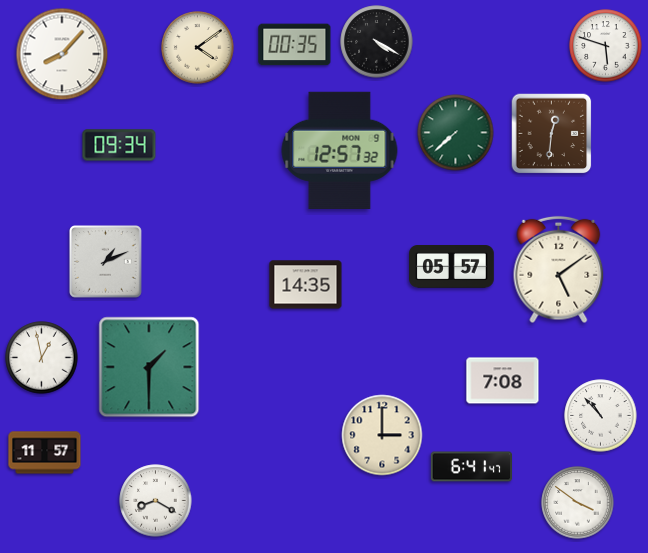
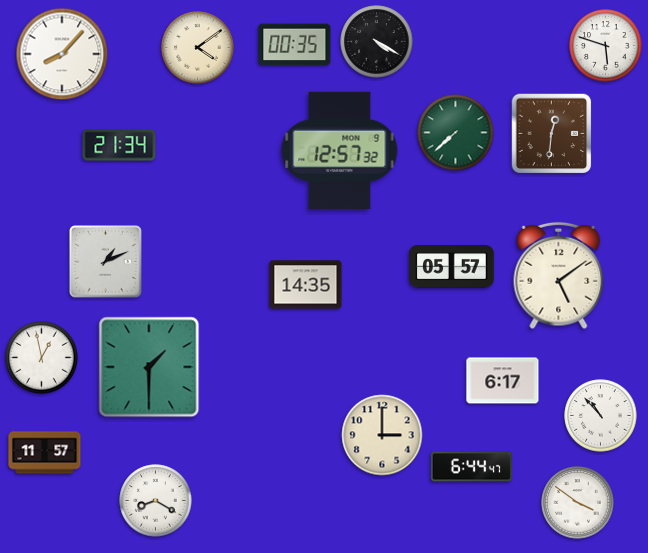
clock at (119, 145): 09:34 -> 21:34
clock at (559, 270) position: (559, 270) -> (559, 276)
clock at (503, 381): 7:08 -> 6:17
clock at (471, 467): 6:41 -> 6:44
